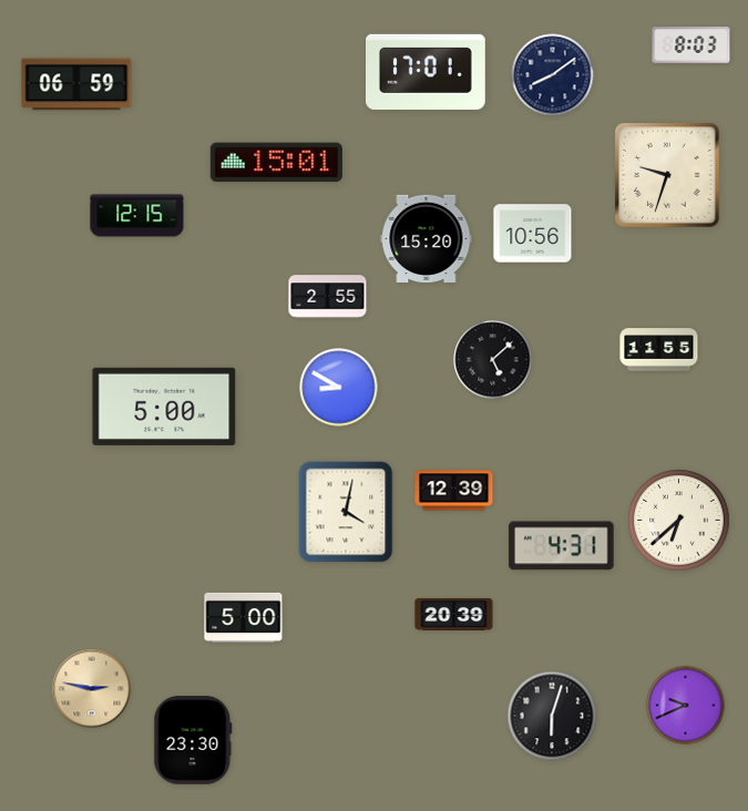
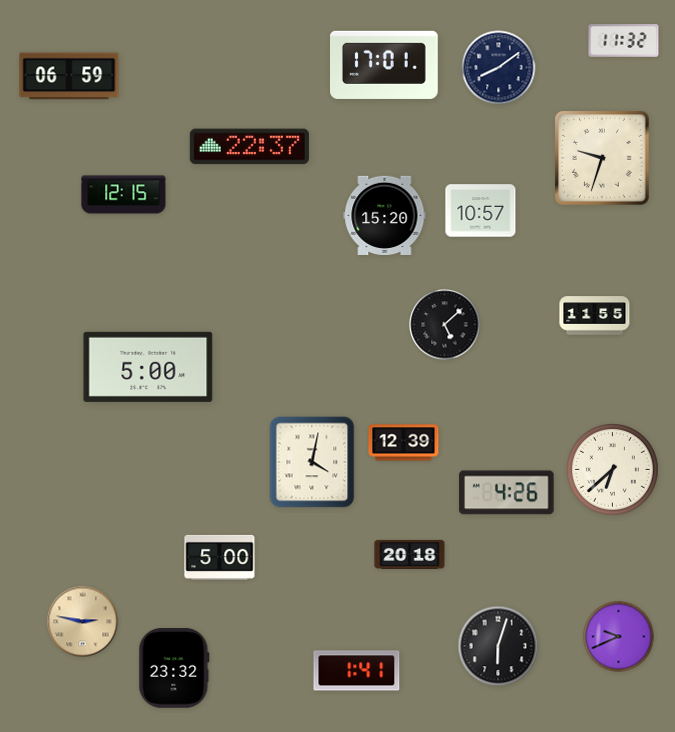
clock at (691, 45): 8:03 -> 11:32
clock at (276, 163): 15:01 -> 22:37
clock at (533, 234): 10:56 -> 10:57
clock at (328, 297): 2:55 -> none
clock at (339, 388): 8:50 -> none
clock at (454, 491) position: (454, 491) -> (404, 443)
clock at (562, 546): 4:31 -> 4:26
clock at (454, 614): 20:39 -> 20:18
clock at (193, 740): 23:30 -> 23:32
clock at (357, 671): none -> 1:41
